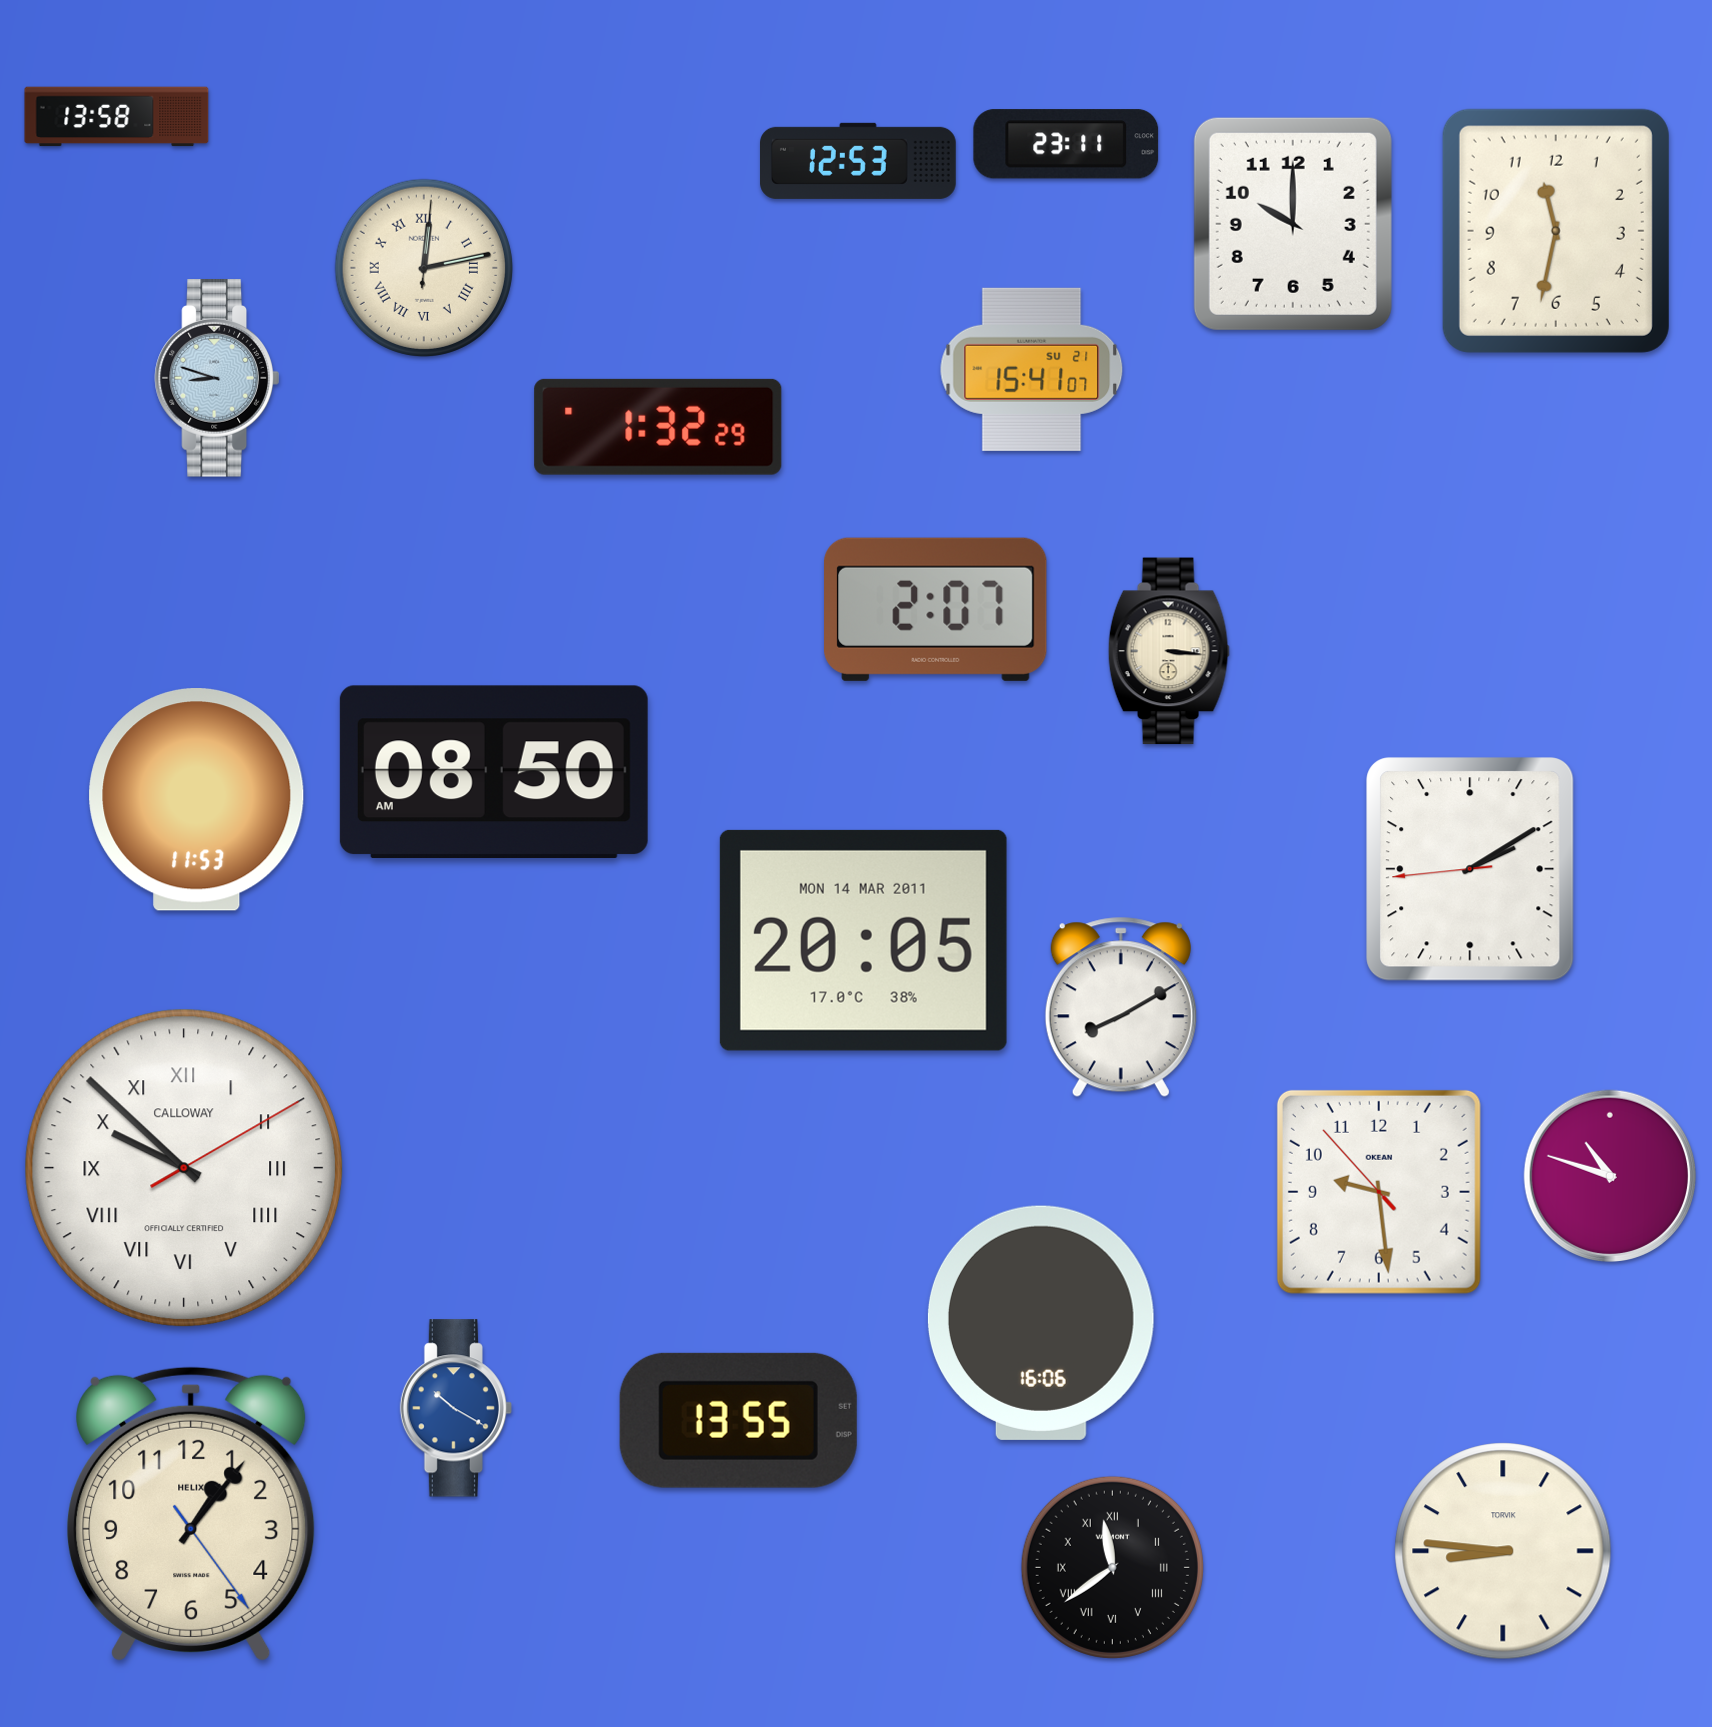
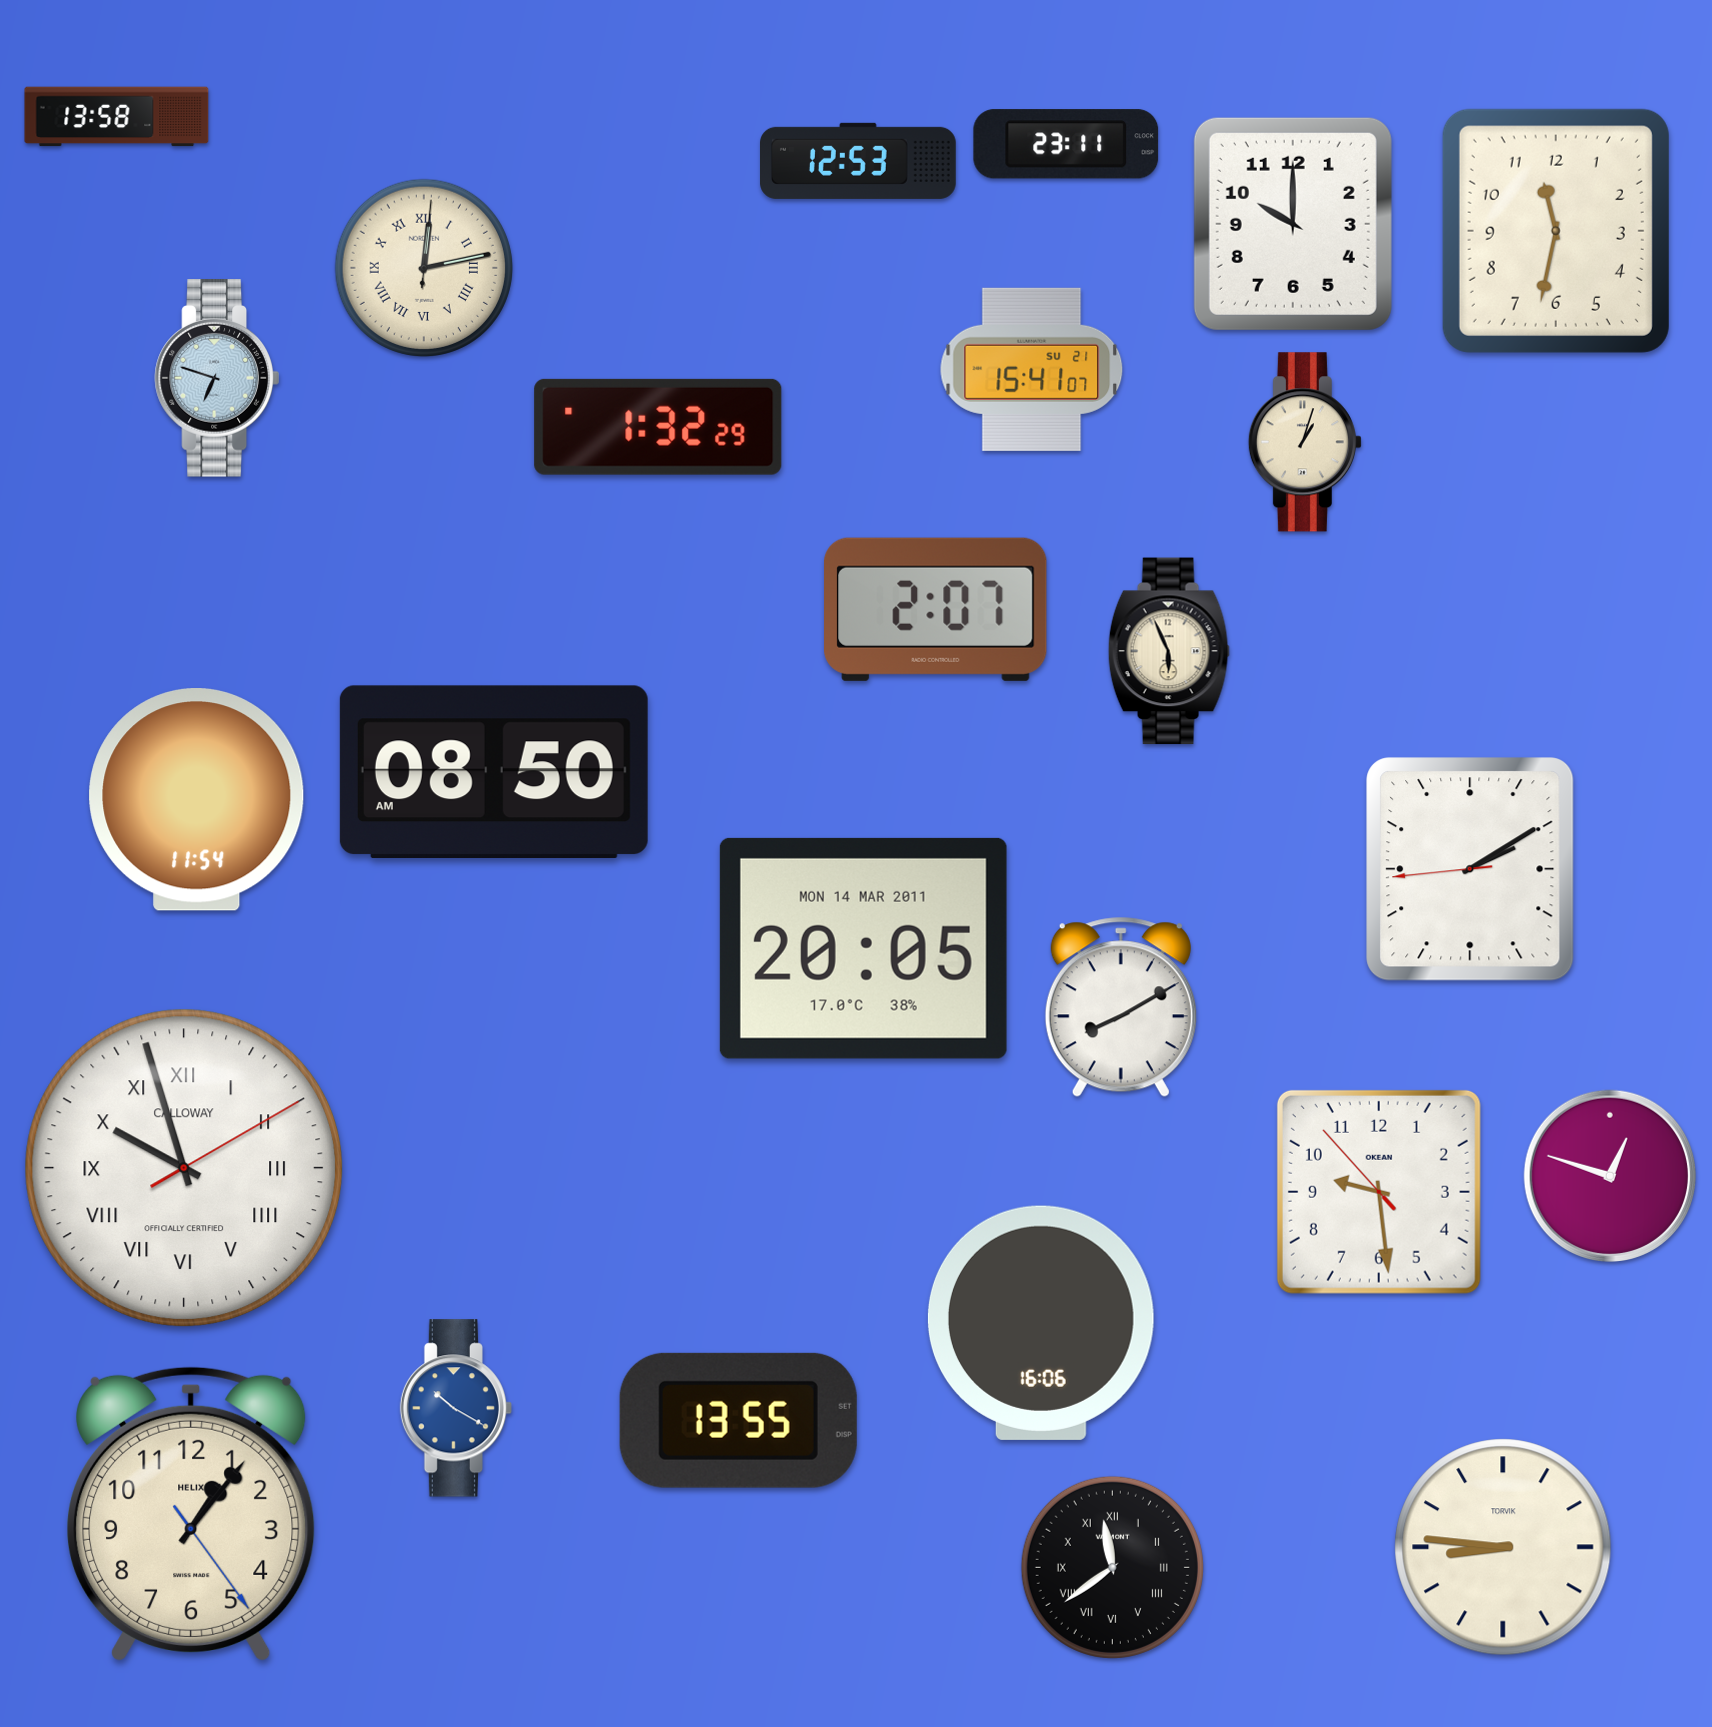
clock at (217, 378): 8:48 -> 6:48
clock at (1305, 442): none -> 1:03
clock at (1169, 651): 3:16 -> 5:56
clock at (197, 800): 11:53 -> 11:54
clock at (863, 940) position: (863, 940) -> (863, 948)
clock at (184, 1168): 9:52 -> 9:57
clock at (1609, 1175): 10:48 -> 12:48
clock at (1503, 1551) position: (1503, 1551) -> (1503, 1547)
